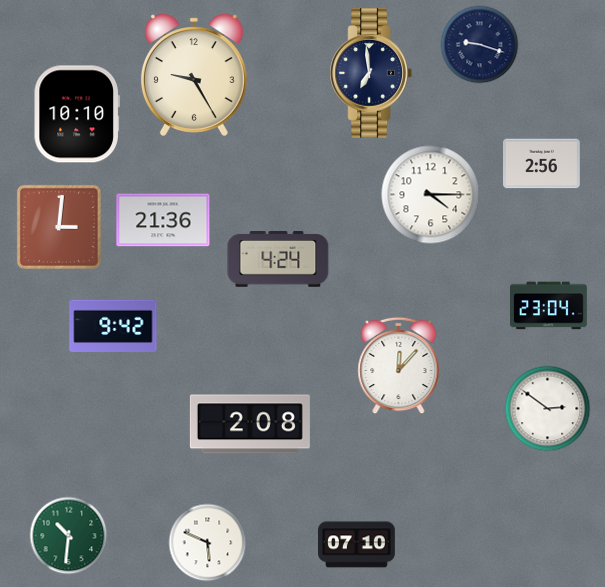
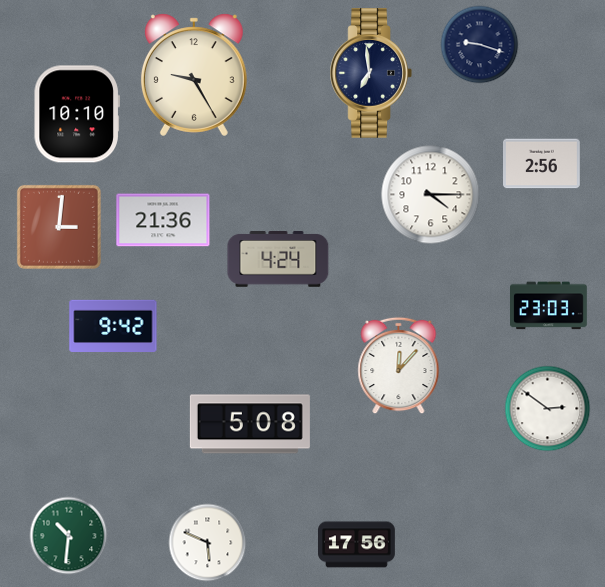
clock at (549, 306): 23:04 -> 23:03
clock at (250, 424): 2:08 -> 5:08
clock at (357, 545): 07:10 -> 17:56
